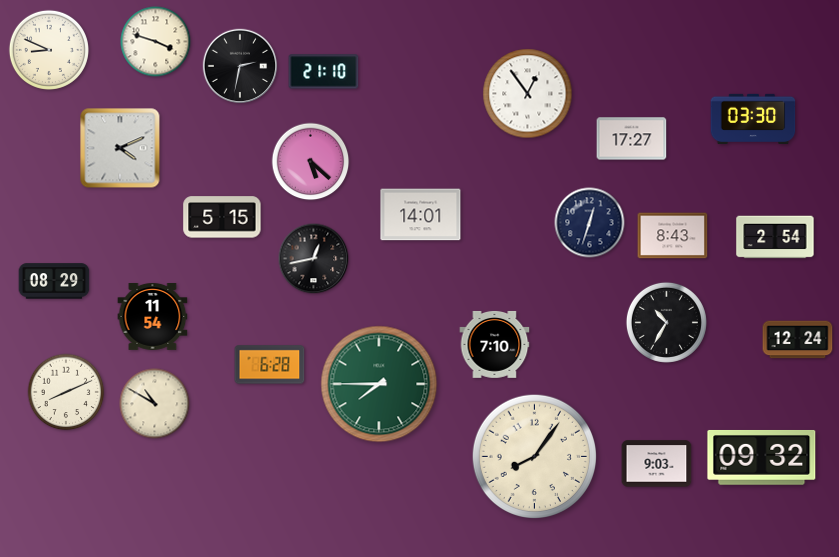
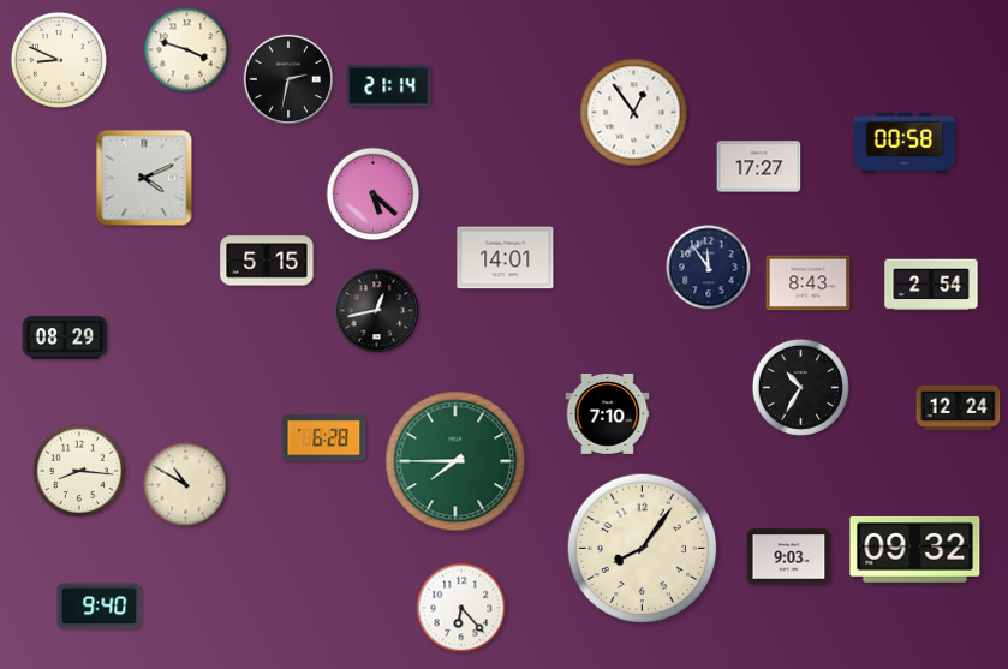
clock at (324, 72): 21:10 -> 21:14
clock at (753, 118): 03:30 -> 00:58
clock at (590, 223): 12:33 -> 11:54
clock at (153, 317): 11:54 -> none
clock at (495, 344) position: (495, 344) -> (608, 413)
clock at (66, 392): 8:11 -> 8:16
clock at (100, 607): none -> 9:40
clock at (461, 608): none -> 6:23
